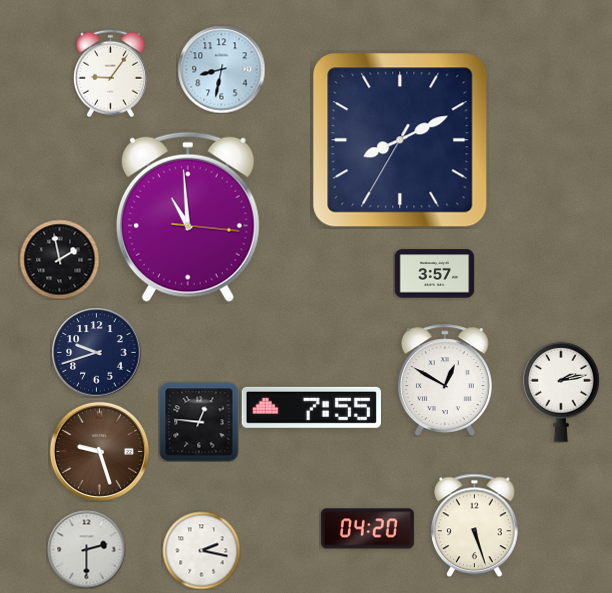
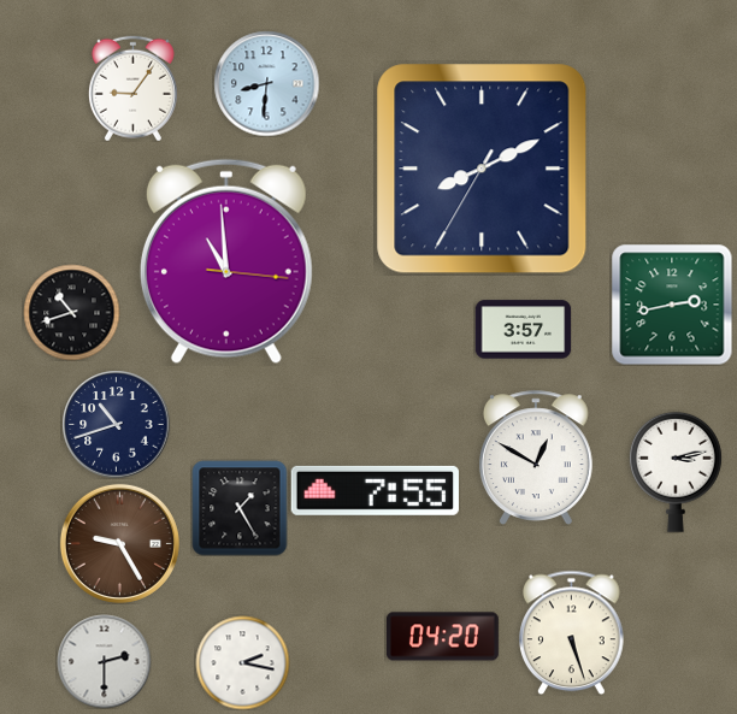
clock at (221, 69): 8:32 -> 8:31
clock at (672, 305): none -> 2:43
clock at (59, 259): 1:58 -> 10:42
clock at (96, 352): 9:42 -> 10:42
clock at (561, 392): 2:13 -> 3:13
clock at (199, 422): 12:46 -> 1:25
clock at (99, 451): 9:27 -> 9:25
